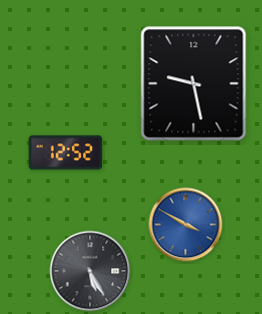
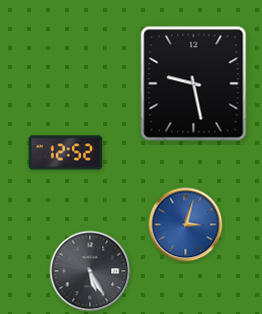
clock at (186, 225): 3:50 -> 3:03
